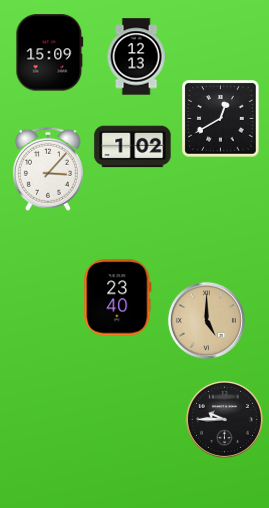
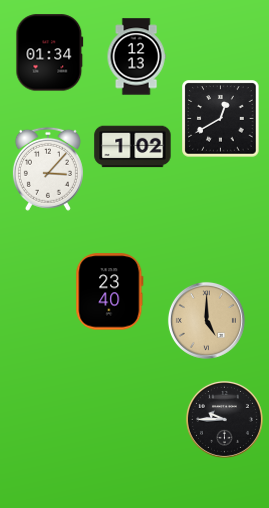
clock at (50, 53): 15:09 -> 01:34
clock at (118, 298) position: (118, 298) -> (110, 292)
